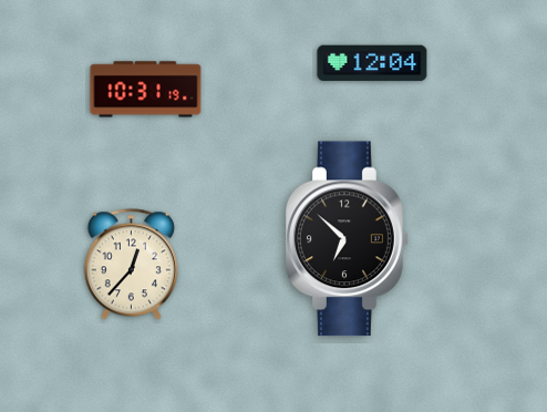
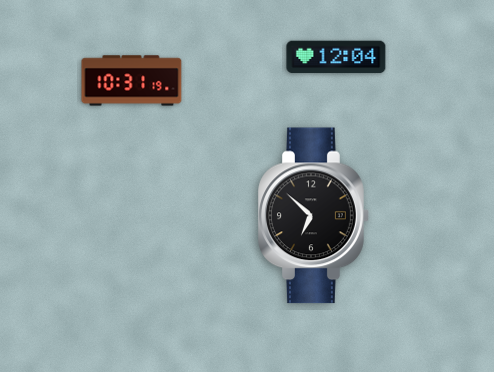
clock at (131, 265): 12:37 -> none
